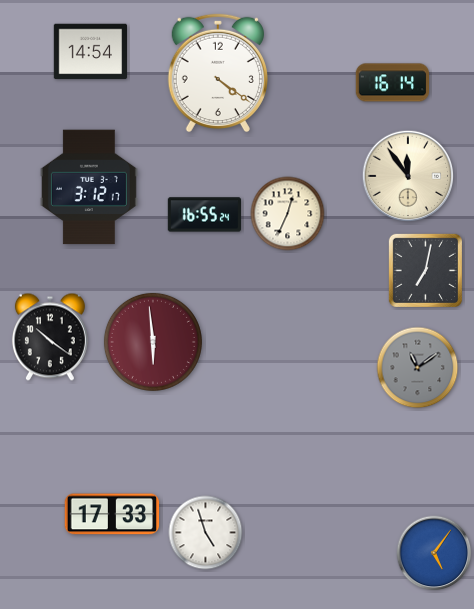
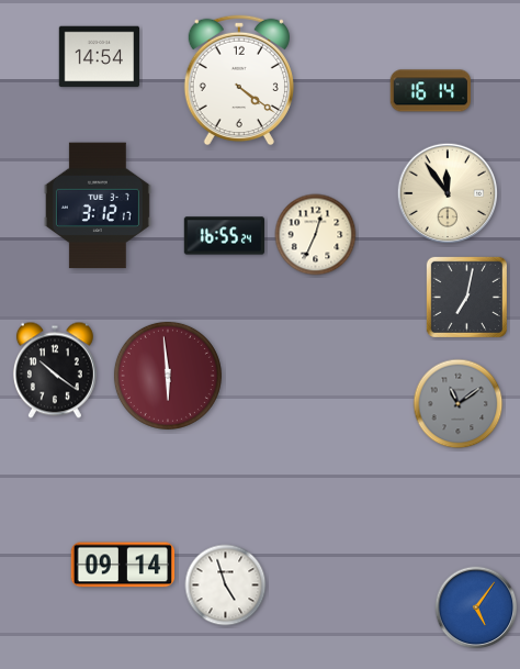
clock at (111, 514): 17:33 -> 09:14
